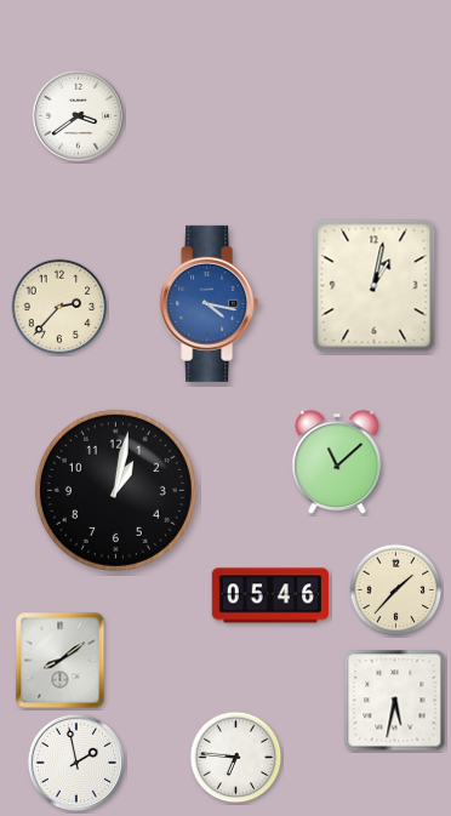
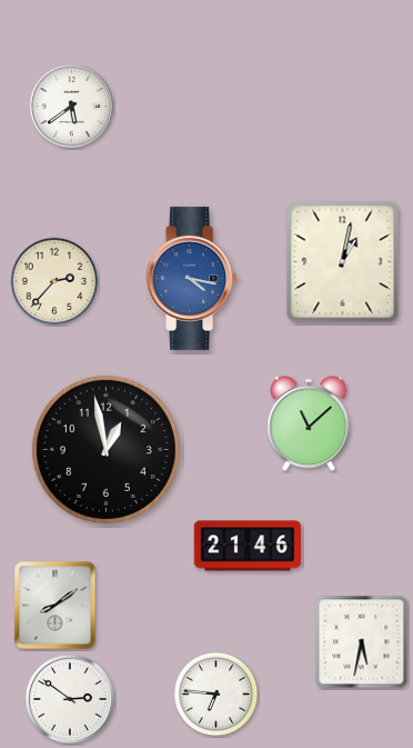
clock at (78, 115): 3:39 -> 5:39
clock at (115, 490): 1:02 -> 12:58
clock at (396, 590): 1:37 -> none
clock at (269, 595): 05:46 -> 21:46
clock at (76, 763): 1:58 -> 2:51
